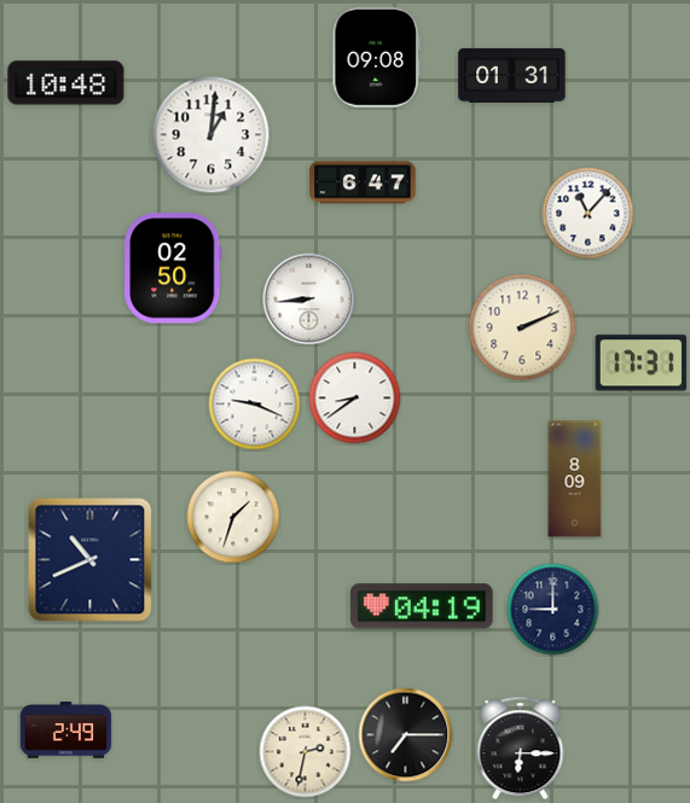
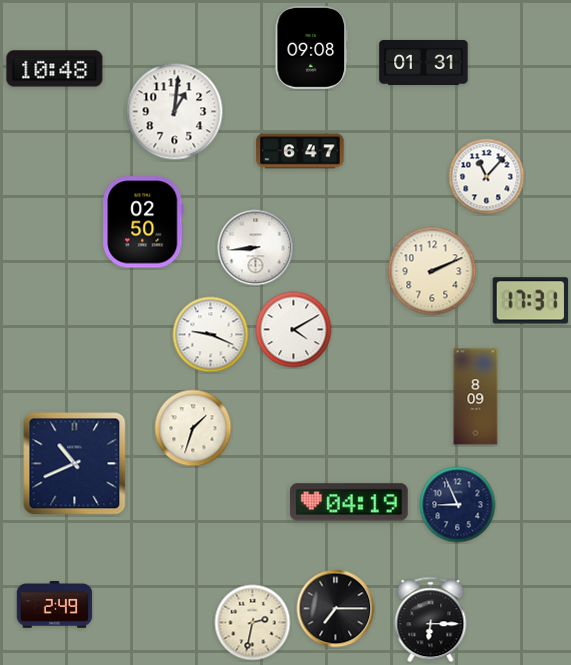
clock at (355, 398): 8:39 -> 4:10
clock at (553, 610): 9:00 -> 8:56
